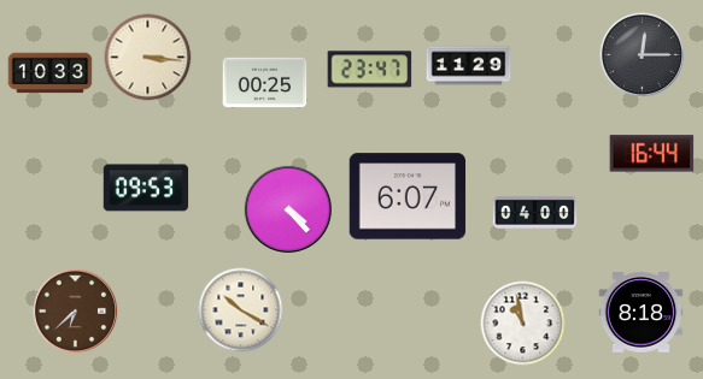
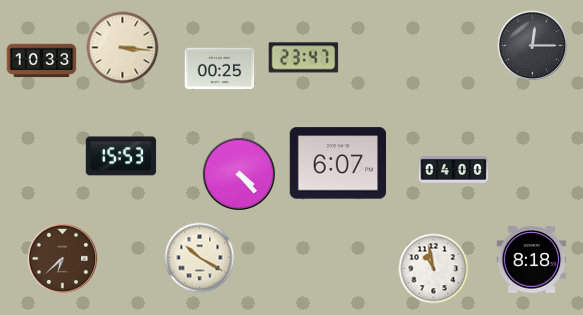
clock at (469, 66): 11:29 -> none
clock at (370, 70) position: (370, 70) -> (304, 58)
clock at (652, 154): 16:44 -> none
clock at (146, 188): 09:53 -> 15:53
clock at (535, 212) position: (535, 212) -> (454, 169)
